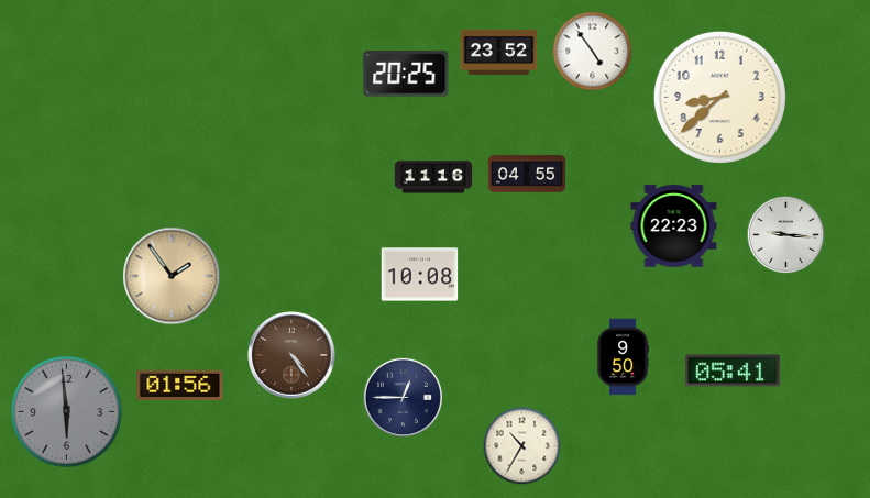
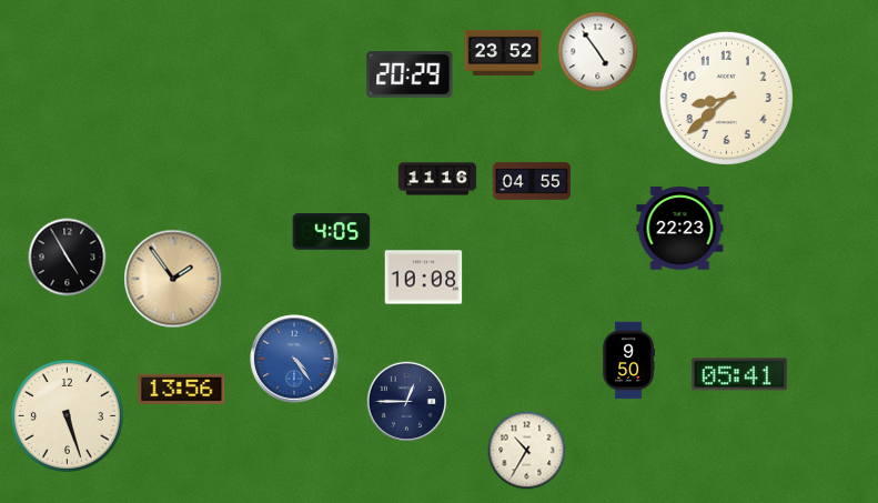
clock at (406, 74): 20:25 -> 20:29
clock at (527, 174) position: (527, 174) -> (532, 181)
clock at (332, 232): none -> 4:05
clock at (786, 235): 9:16 -> none
clock at (68, 258): none -> 4:55
clock at (291, 355) dial: brown -> blue
clock at (180, 385): 01:56 -> 13:56
clock at (66, 411): 5:59 -> 5:27
clock at (66, 411) dial: grey -> cream
